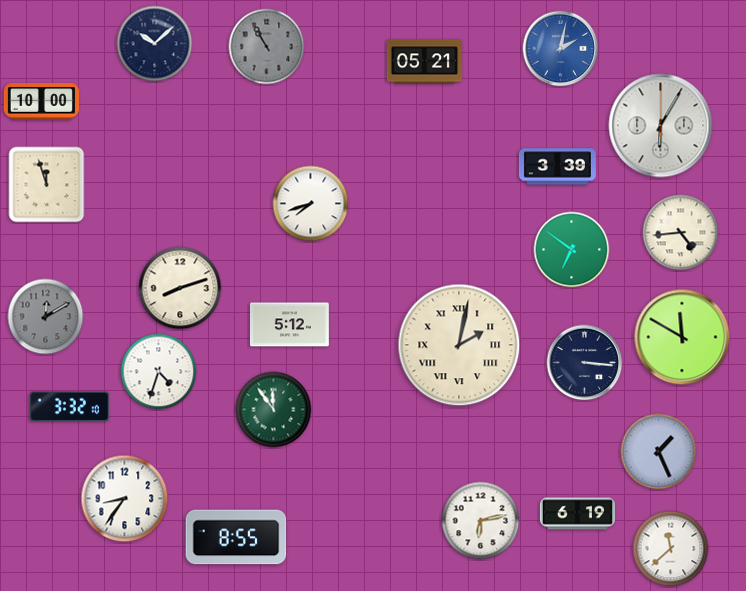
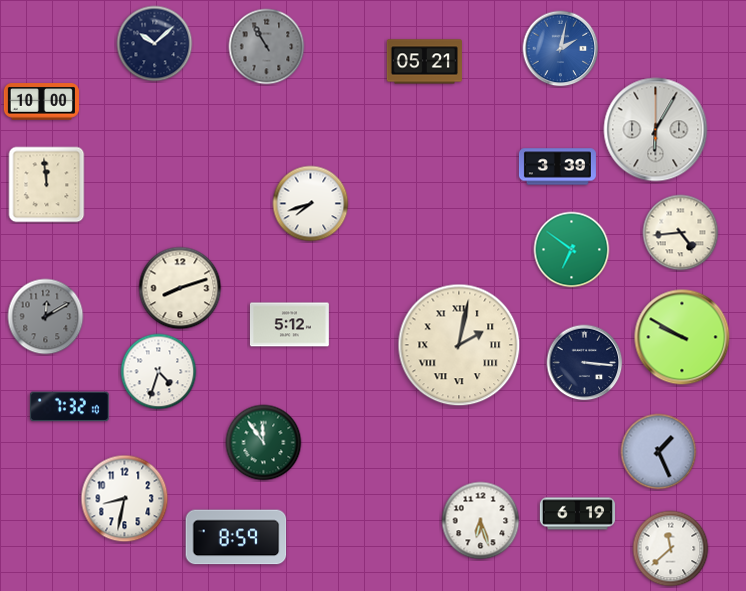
clock at (661, 126) position: (661, 126) -> (656, 130)
clock at (47, 185): 11:57 -> 11:59
clock at (682, 337): 11:50 -> 9:50
clock at (69, 407): 3:32 -> 7:32
clock at (274, 410) position: (274, 410) -> (264, 443)
clock at (125, 499): 8:36 -> 8:32
clock at (481, 521): 6:13 -> 6:27
clock at (236, 537): 8:55 -> 8:59
